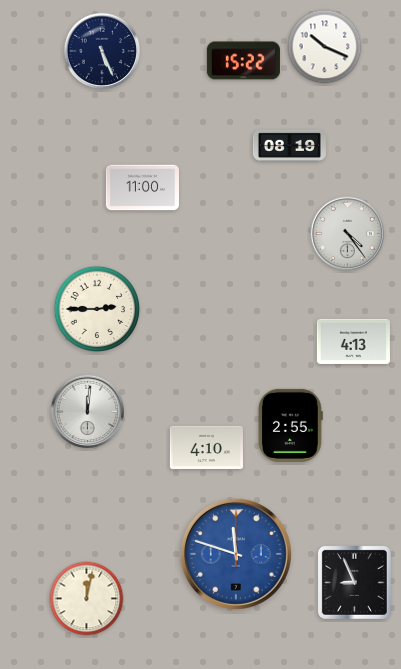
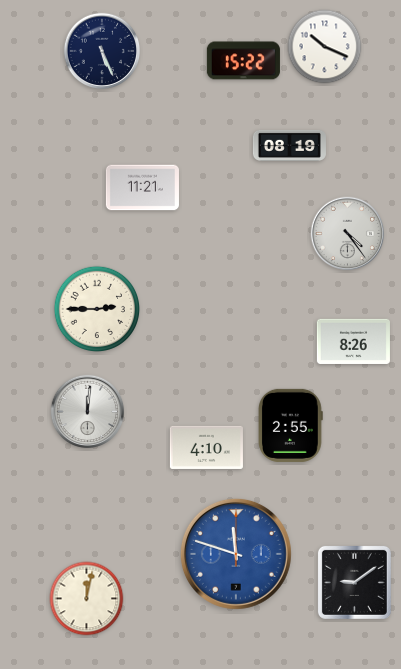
clock at (142, 188): 11:00 -> 11:21
clock at (353, 341): 4:13 -> 8:26
clock at (354, 582): 8:56 -> 9:09
